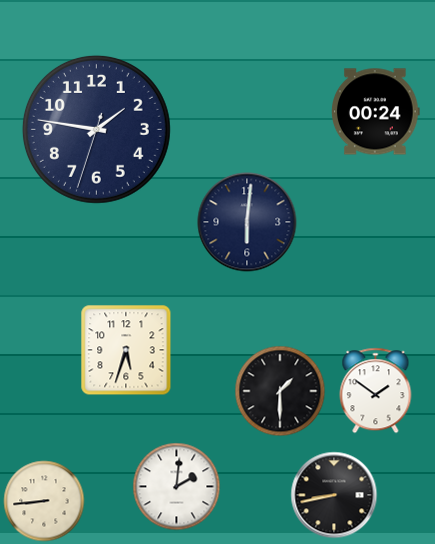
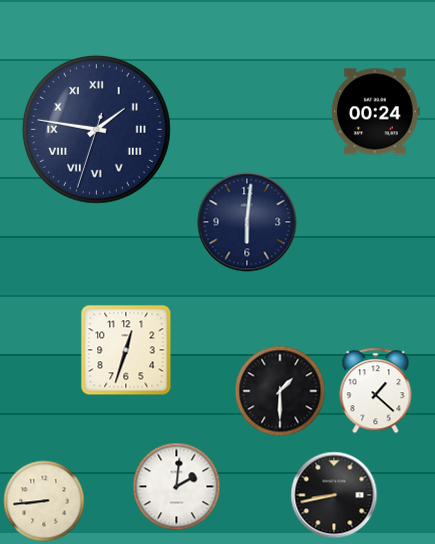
clock at (96, 129) numerals: Arabic -> Roman
clock at (126, 350): 5:33 -> 12:33
clock at (376, 391): 1:51 -> 1:22
